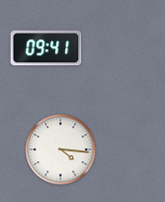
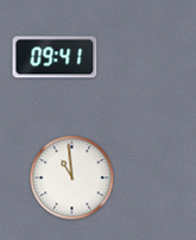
clock at (61, 150): 4:16 -> 10:59
